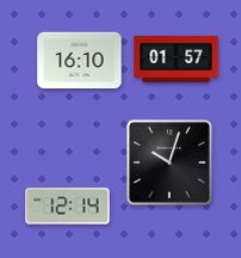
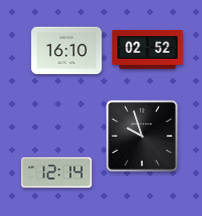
clock at (177, 59): 01:57 -> 02:52
clock at (171, 164): 10:03 -> 9:57
